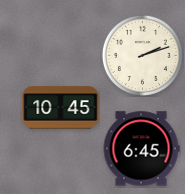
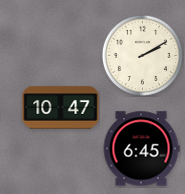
clock at (142, 55): 2:12 -> 2:10
clock at (61, 108): 10:45 -> 10:47
